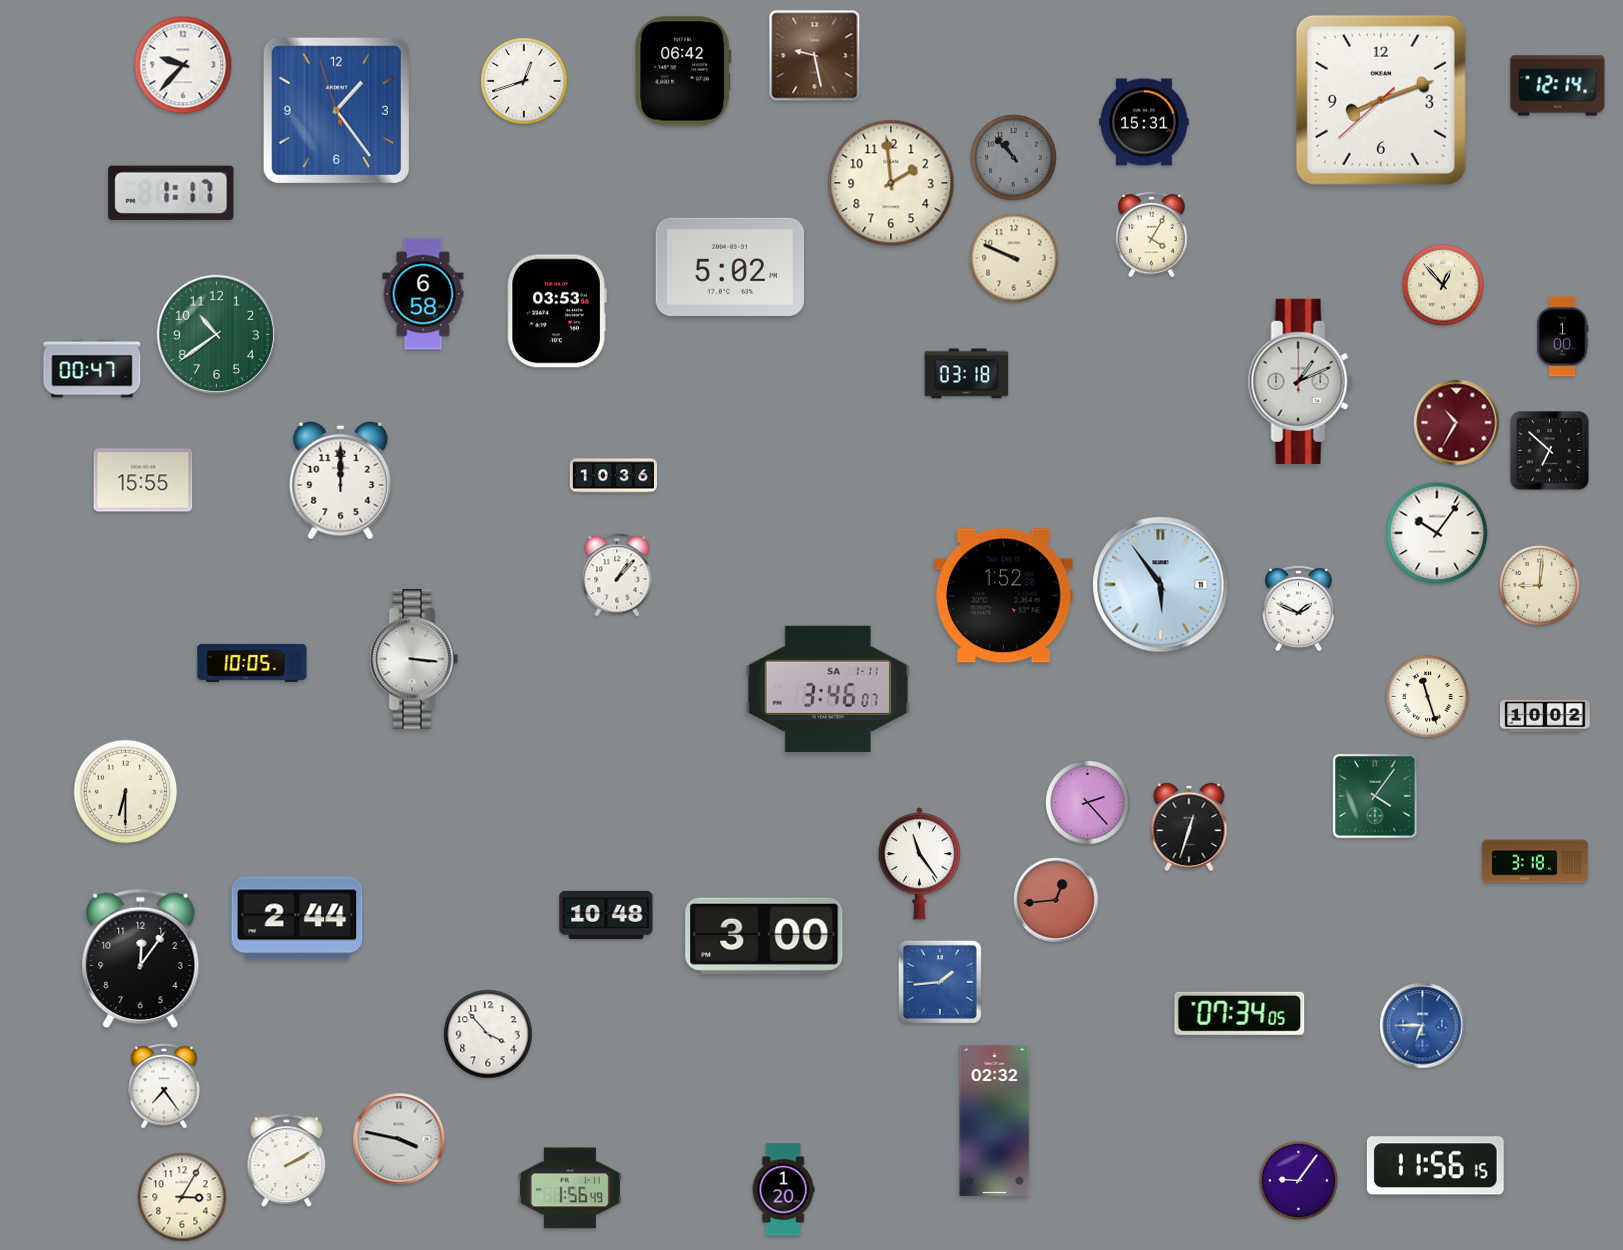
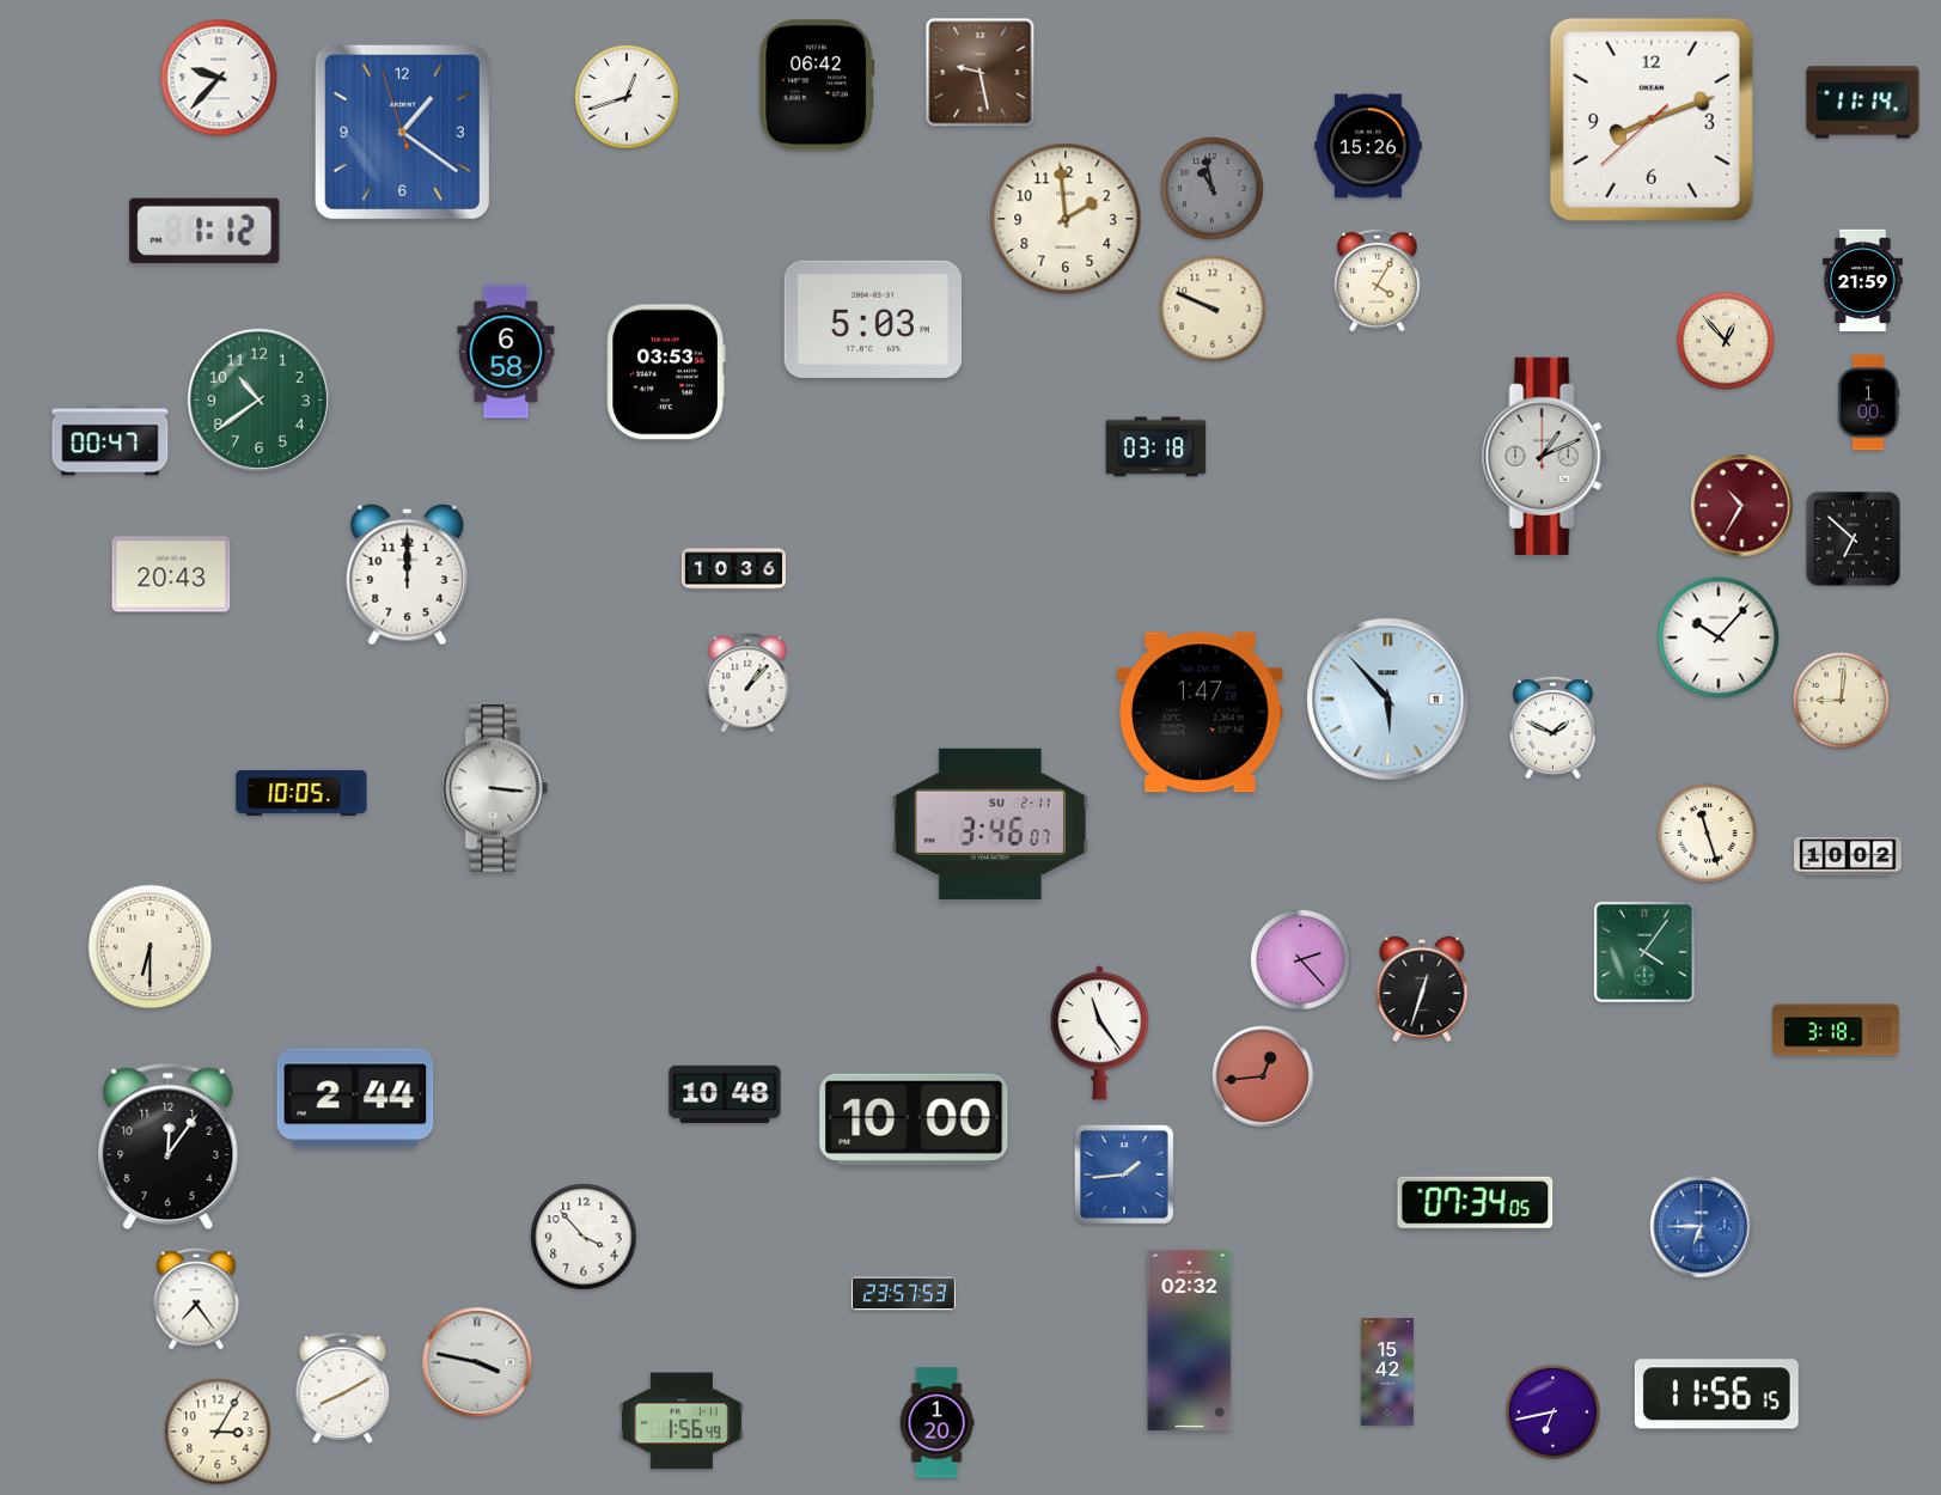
clock at (815, 56) position: (815, 56) -> (981, 73)
clock at (1558, 86): 12:14 -> 11:14
clock at (336, 110): 1:23 -> 1:20
clock at (1144, 122): 15:31 -> 15:26
clock at (1014, 158): 10:53 -> 10:58
clock at (171, 193): 1:17 -> 1:12
clock at (1863, 281): none -> 21:59
clock at (729, 267): 5:02 -> 5:03
clock at (1300, 381) position: (1300, 381) -> (1544, 456)
clock at (143, 480): 15:55 -> 20:43
clock at (1437, 533): 10:06 -> 10:07
clock at (617, 575) position: (617, 575) -> (747, 683)
clock at (1161, 585): 5:54 -> 5:53
clock at (1004, 596): 1:52 -> 1:47
clock at (827, 689) date: SA 1-11 -> SU 2-11
clock at (764, 936): 3:00 -> 10:00
clock at (1240, 1013) position: (1240, 1013) -> (1476, 1202)
clock at (903, 1294): none -> 23:57
clock at (1387, 1372): none -> 15:42
clock at (287, 1160): 2:10 -> 8:10
clock at (1298, 1180): 9:06 -> 6:43
